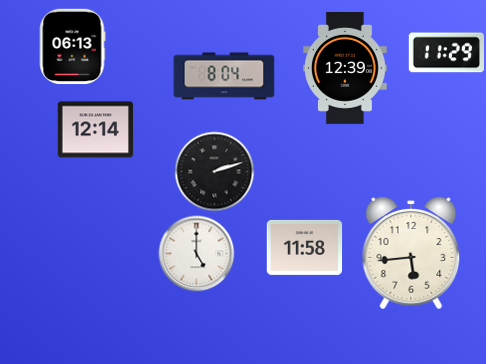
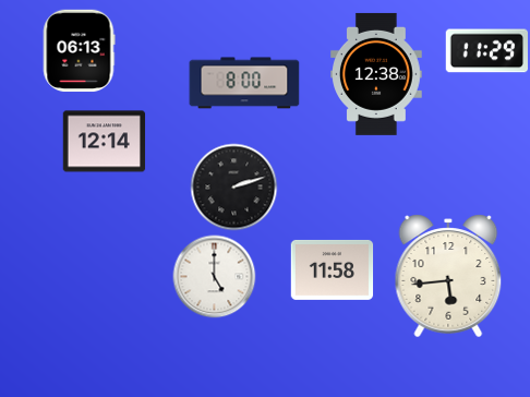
clock at (446, 53) position: (446, 53) -> (486, 51)
clock at (346, 68): 12:39 -> 12:38
clock at (224, 76): 8:04 -> 8:00
